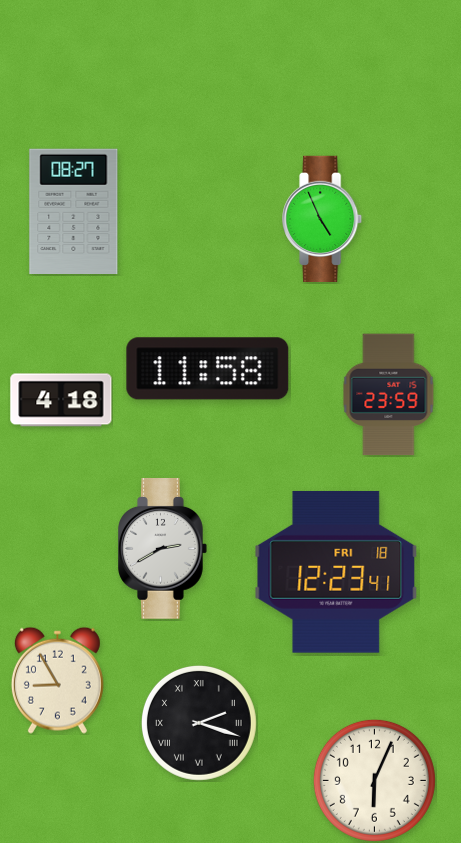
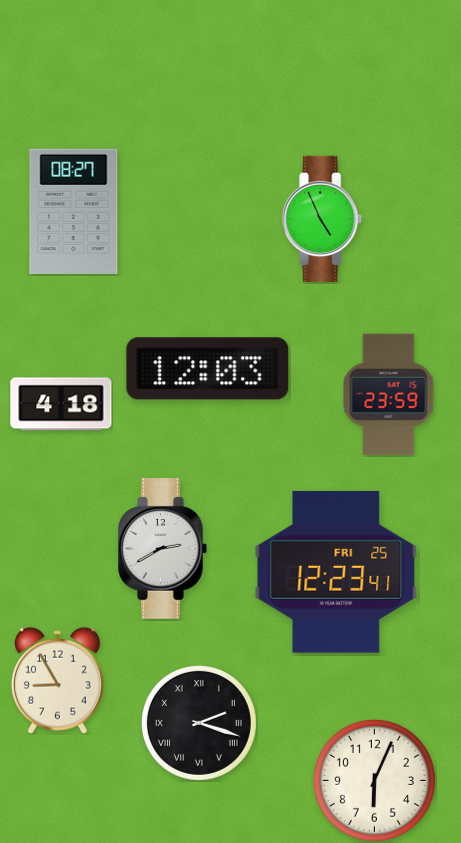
clock at (208, 369): 11:58 -> 12:03
clock at (61, 400) position: (61, 400) -> (61, 404)
clock at (336, 572) date: FRI 18 -> FRI 25
